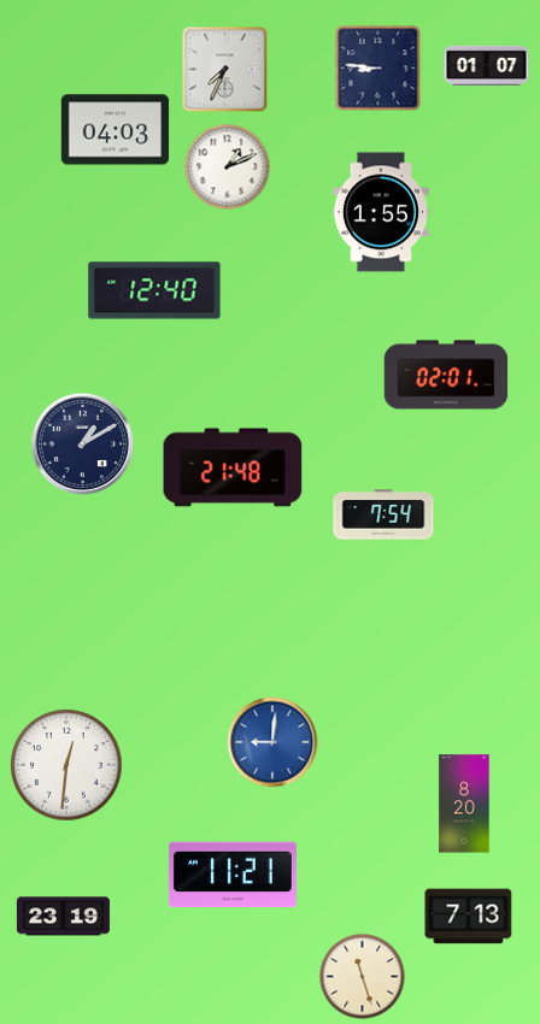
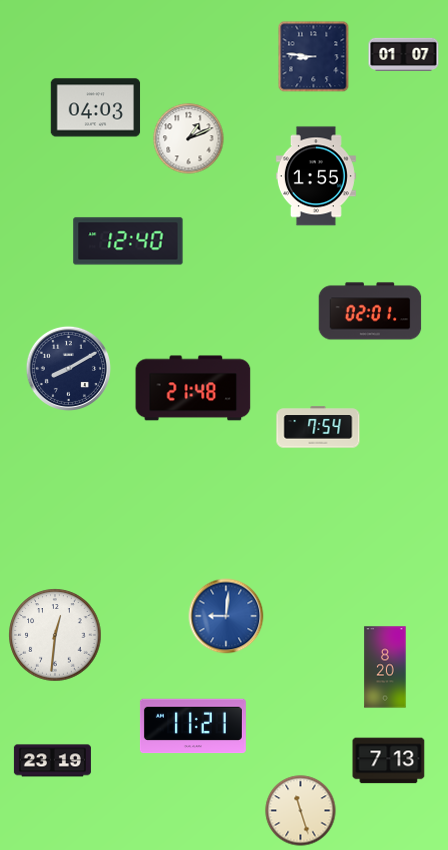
clock at (225, 70): 7:34 -> none
clock at (82, 443): 1:10 -> 8:10
